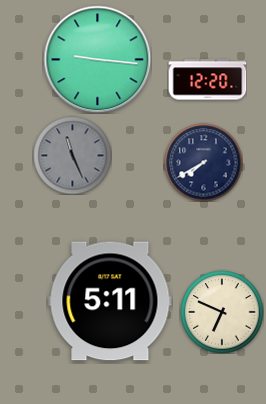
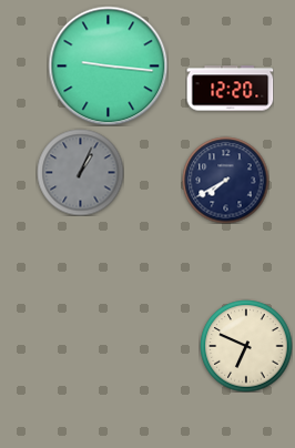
clock at (72, 155): 11:26 -> 1:04
clock at (110, 301): 5:11 -> none
